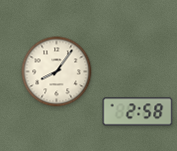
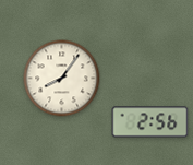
clock at (138, 112): 2:58 -> 2:56
